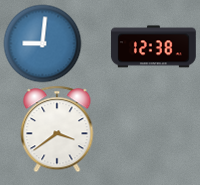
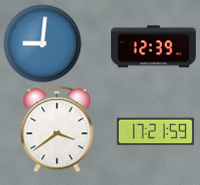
clock at (153, 47): 12:38 -> 12:39
clock at (155, 132): none -> 17:21
